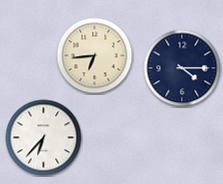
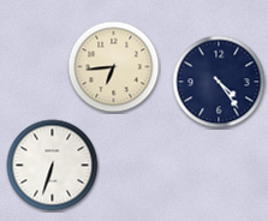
clock at (182, 68): 4:15 -> 4:24
clock at (44, 138): 6:37 -> 6:33
